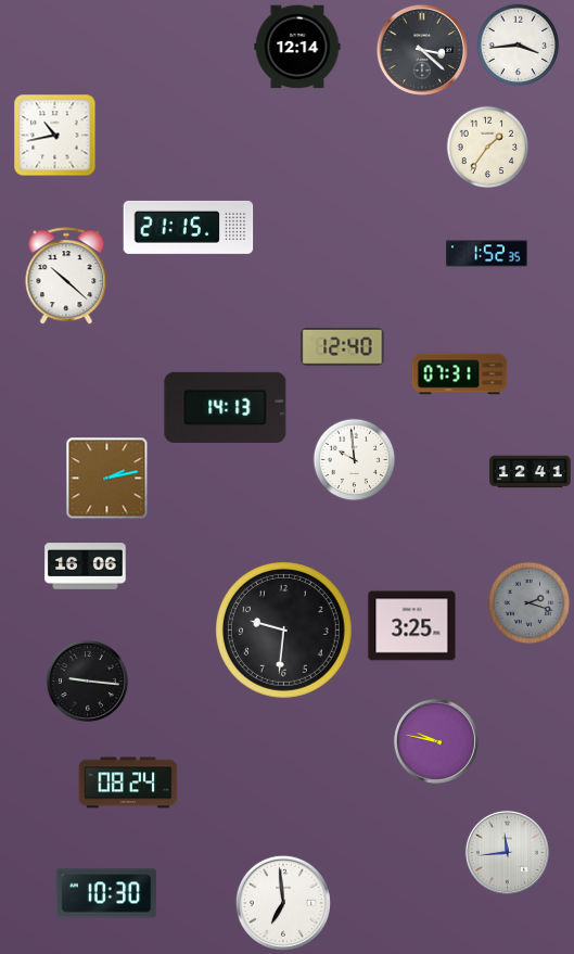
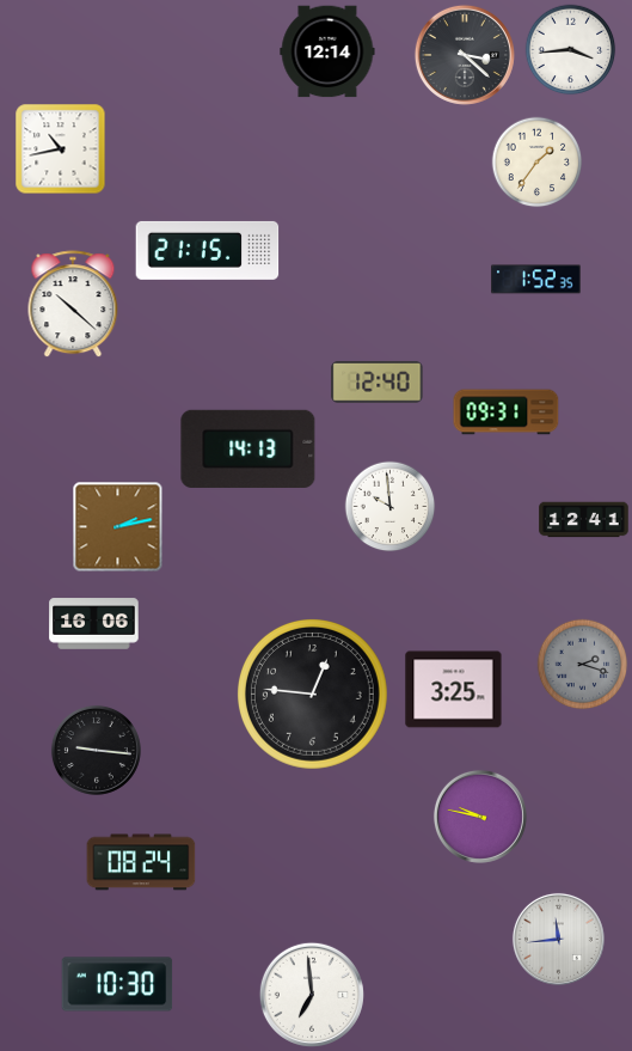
clock at (460, 374): 07:31 -> 09:31
clock at (283, 629): 9:31 -> 12:46
